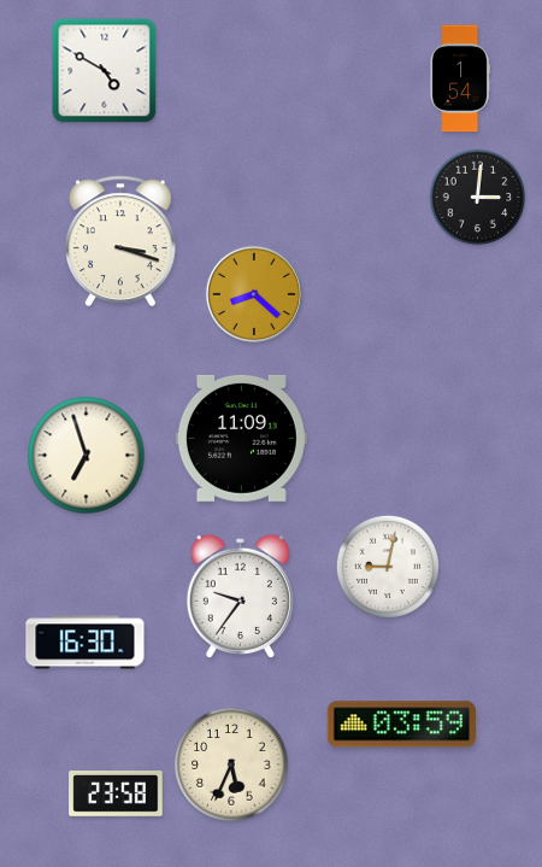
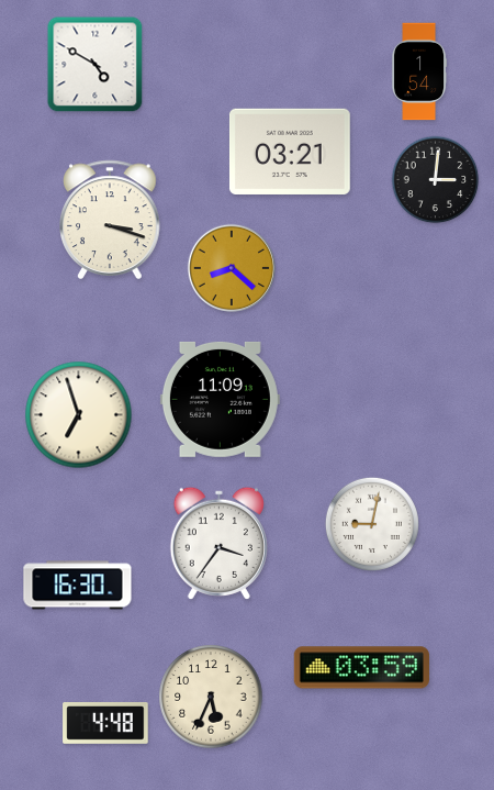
clock at (290, 151): none -> 03:21
clock at (388, 567) position: (388, 567) -> (372, 524)
clock at (240, 596): 9:36 -> 3:36
clock at (401, 725) position: (401, 725) -> (361, 668)
clock at (116, 795): 23:58 -> 4:48
